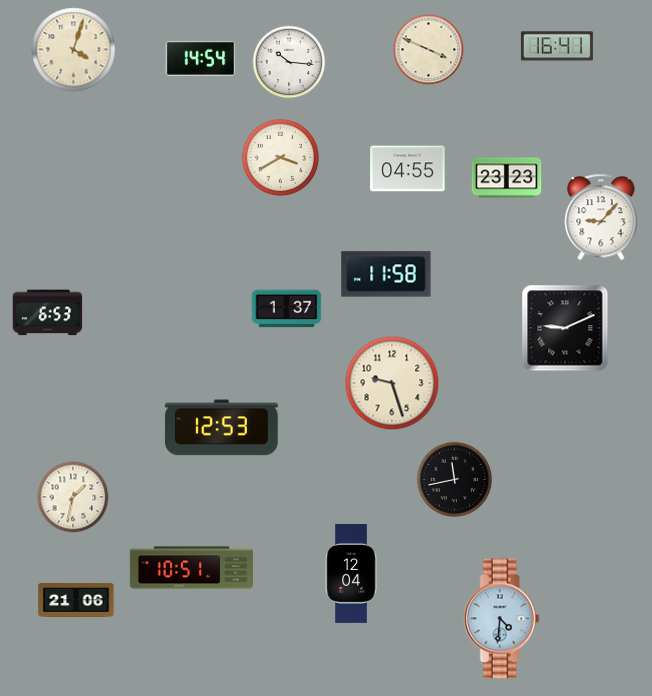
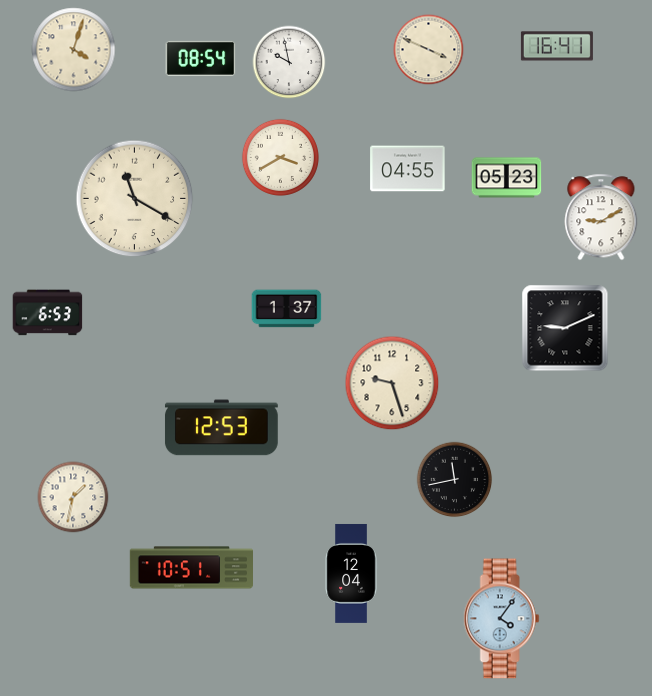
clock at (201, 58): 14:54 -> 08:54
clock at (289, 62): 10:16 -> 9:58
clock at (507, 178): 23:23 -> 05:23
clock at (135, 199): none -> 11:20
clock at (601, 217): 9:07 -> 9:10
clock at (386, 274): 11:58 -> none
clock at (76, 600): 21:06 -> none
clock at (501, 619): 4:31 -> 4:06
